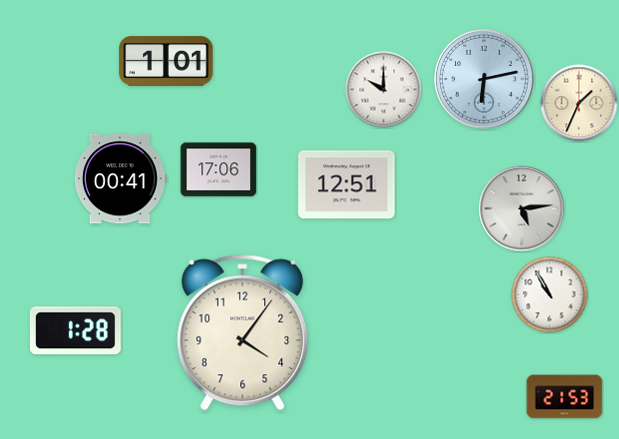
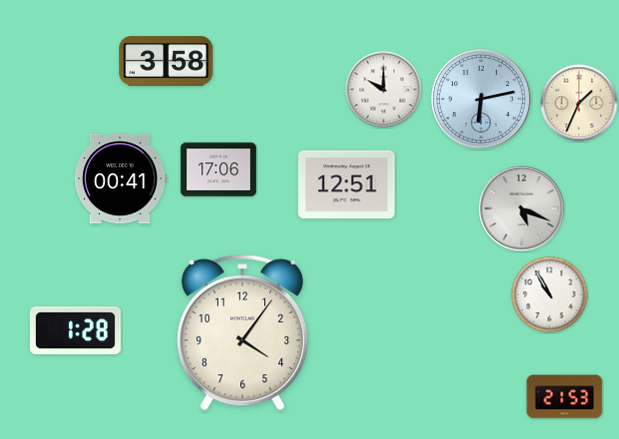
clock at (166, 61): 1:01 -> 3:58
clock at (484, 79) position: (484, 79) -> (481, 99)
clock at (522, 209): 5:14 -> 5:19
